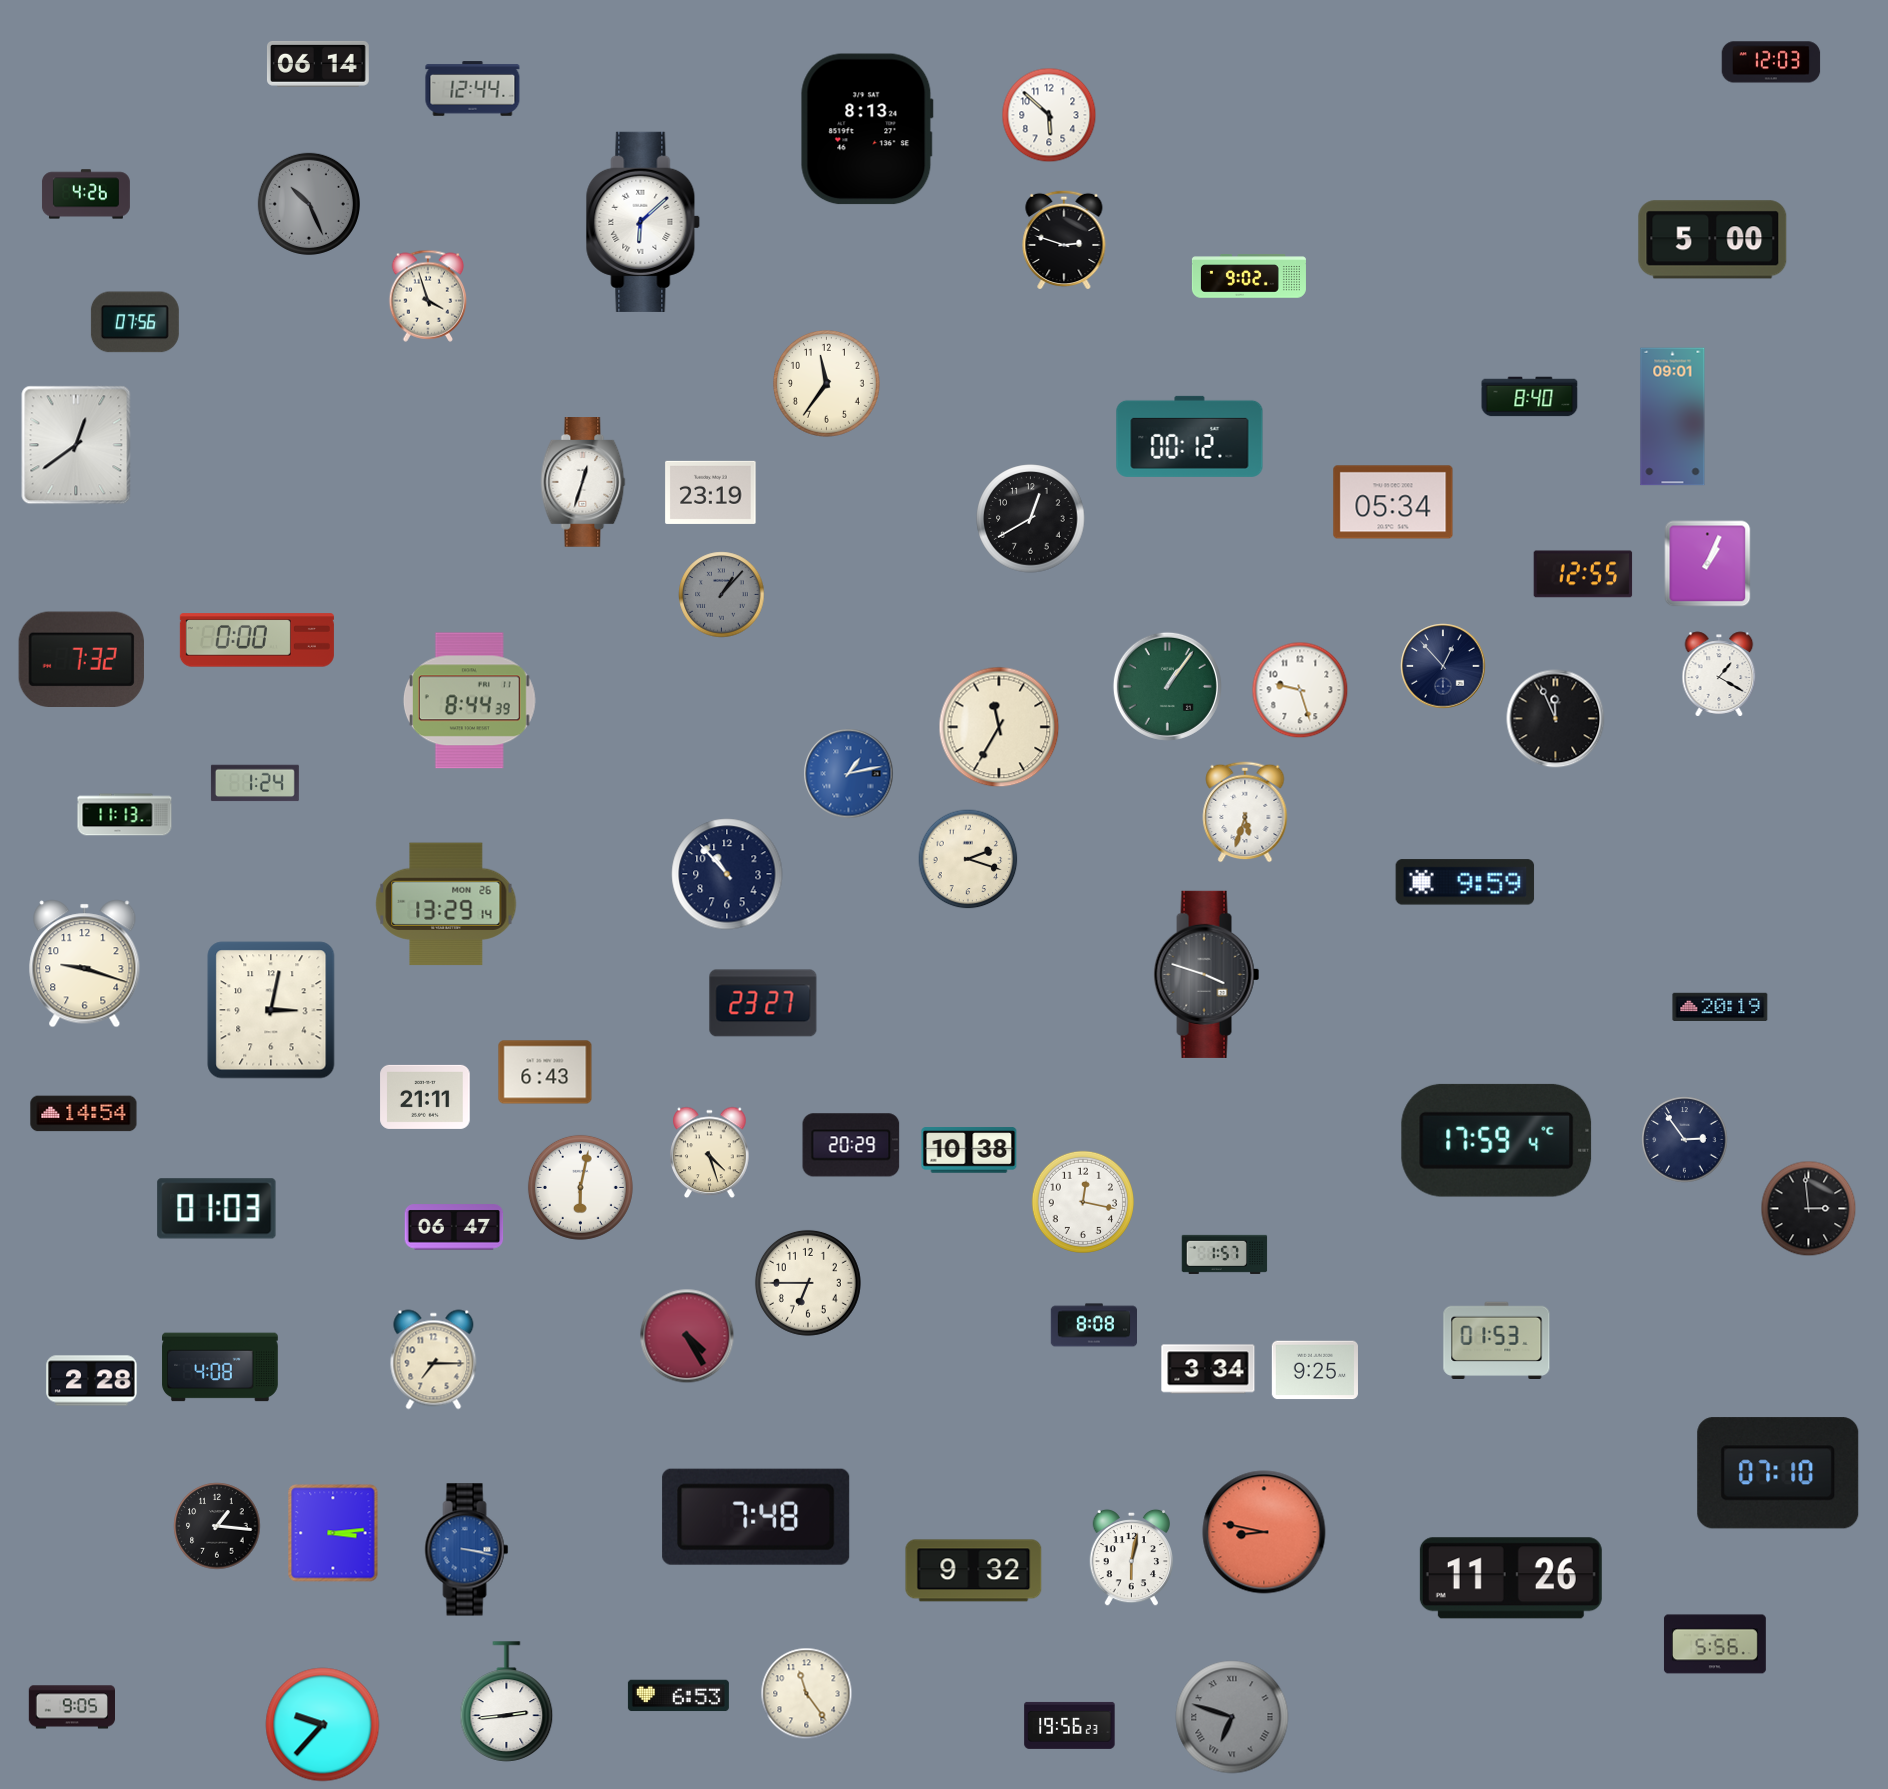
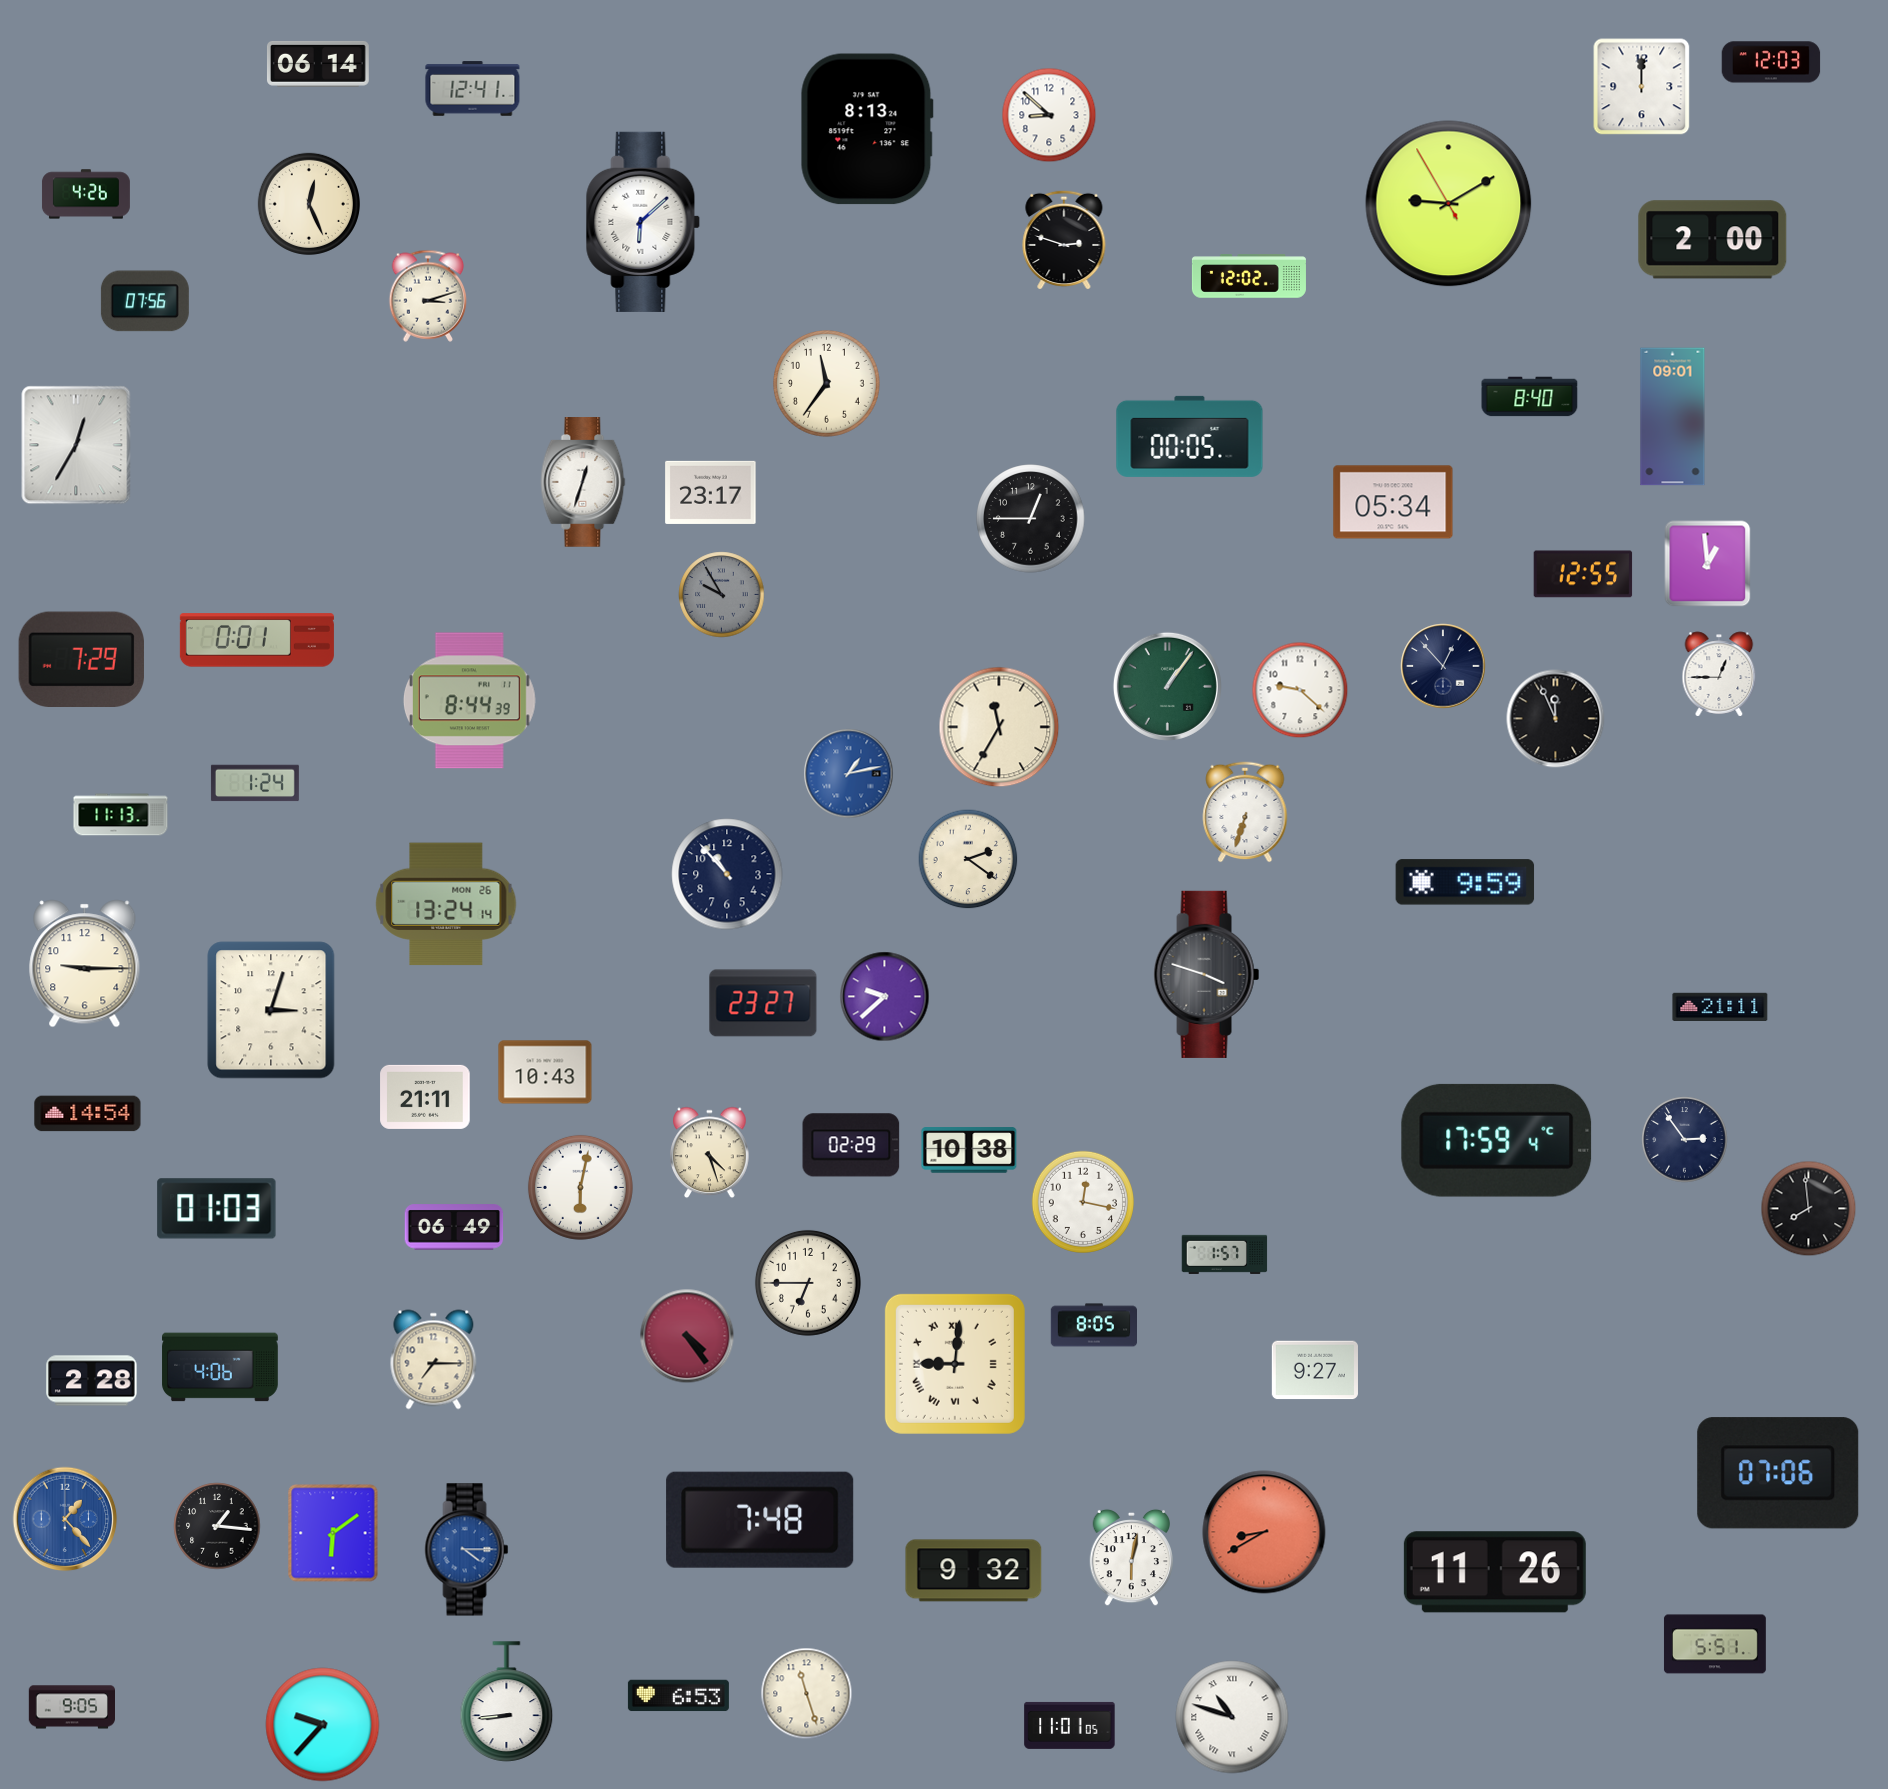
clock at (1642, 87): none -> 12:00
clock at (473, 89): 12:44 -> 12:41
clock at (1049, 115): 5:52 -> 8:52
clock at (309, 204): 10:26 -> 12:26
clock at (309, 204) dial: grey -> cream
clock at (1449, 204): none -> 9:09
clock at (1713, 240): 5:00 -> 2:00
clock at (1249, 276): 9:02 -> 12:02
clock at (428, 296): 3:57 -> 3:12
clock at (135, 322) position: (135, 322) -> (145, 301)
clock at (1190, 436): 00:12 -> 00:05
clock at (76, 445): 12:39 -> 12:35
clock at (711, 492): 23:19 -> 23:17
clock at (1031, 519): 12:40 -> 12:45
clock at (1708, 564): 1:04 -> 12:59
clock at (722, 595): 1:07 -> 9:55
clock at (257, 640): 0:00 -> 0:01
clock at (81, 660): 7:32 -> 7:29
clock at (1719, 674): 1:20 -> 12:45
clock at (1300, 690): 9:27 -> 9:22
clock at (1245, 812): 5:33 -> 6:33
clock at (125, 815) position: (125, 815) -> (121, 815)
clock at (968, 859): 2:18 -> 2:21
clock at (446, 904): 13:29 -> 13:24
clock at (85, 964): 9:18 -> 9:15
clock at (885, 997): none -> 9:38
clock at (1720, 1007): 20:19 -> 21:11
clock at (271, 1010): 3:02 -> 3:03
clock at (545, 1072): 6:43 -> 10:43
clock at (84, 1114) position: (84, 1114) -> (88, 1114)
clock at (851, 1145): 20:29 -> 02:29
clock at (1809, 1209): 2:59 -> 7:59
clock at (454, 1227): 06:47 -> 06:49
clock at (1093, 1325): 8:08 -> 8:05
clock at (687, 1336): 4:25 -> 4:24
clock at (1497, 1340): 01:53 -> none
clock at (955, 1364): none -> 9:01
clock at (220, 1367): 4:08 -> 4:06
clock at (1208, 1369): 3:34 -> none
clock at (1315, 1370): 9:25 -> 9:27
clock at (1778, 1473): 07:10 -> 07:06
clock at (756, 1517) position: (756, 1517) -> (760, 1520)
clock at (65, 1519): none -> 1:23
clock at (1264, 1532): 8:47 -> 8:40
clock at (333, 1533): 3:14 -> 6:09
clock at (467, 1550): 3:17 -> 4:15
clock at (1511, 1578) position: (1511, 1578) -> (1495, 1572)
clock at (1715, 1644): 5:56 -> 5:51
clock at (807, 1694): 11:24 -> 11:27
clock at (507, 1702): 2:44 -> 8:44
clock at (1232, 1717): 6:48 -> 10:48
clock at (1232, 1717) dial: grey -> white
clock at (1070, 1725): 19:56 -> 11:01
